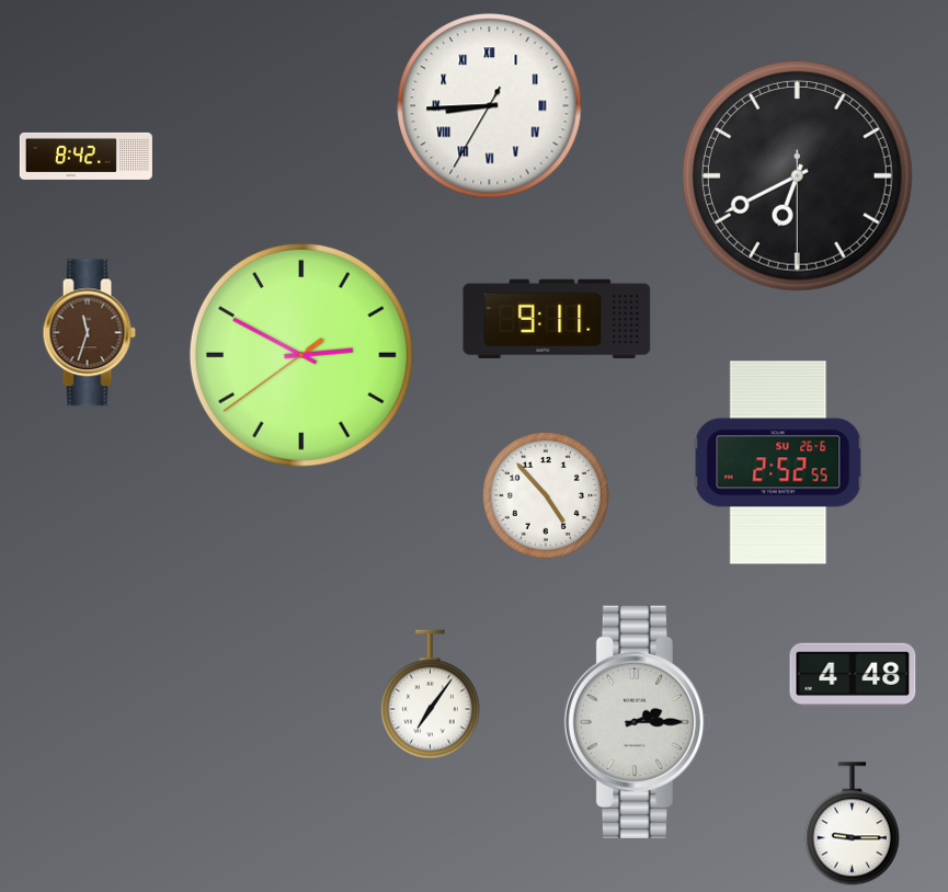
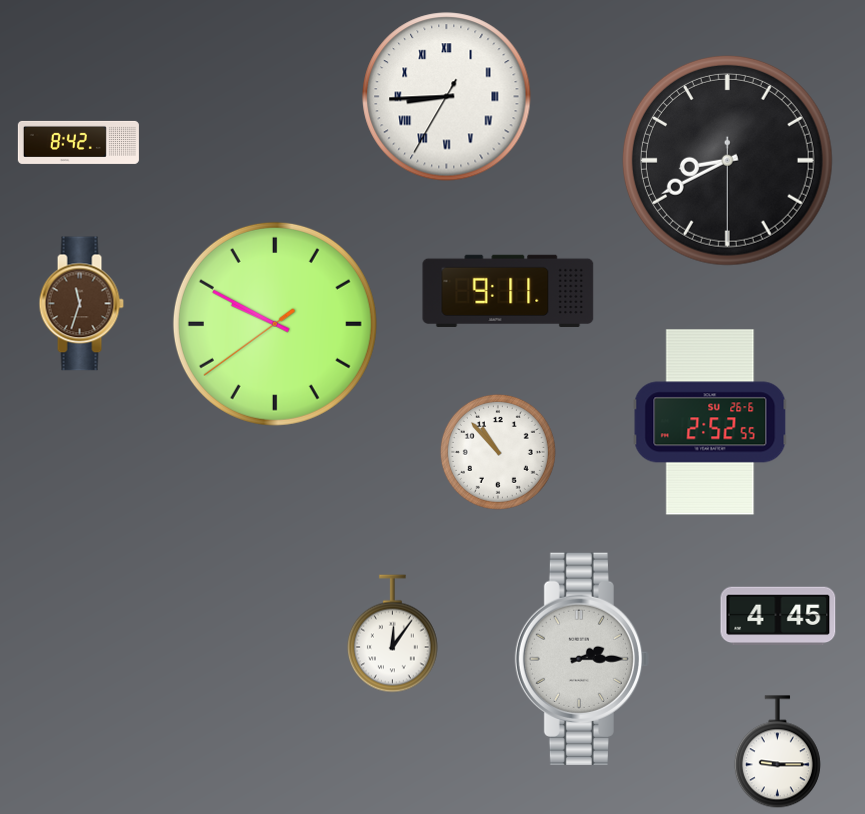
clock at (797, 175): 6:40 -> 8:40
clock at (301, 355): 2:49 -> 9:49
clock at (546, 495): 4:53 -> 10:53
clock at (853, 675): 4:48 -> 4:45
clock at (430, 695): 7:06 -> 12:06
